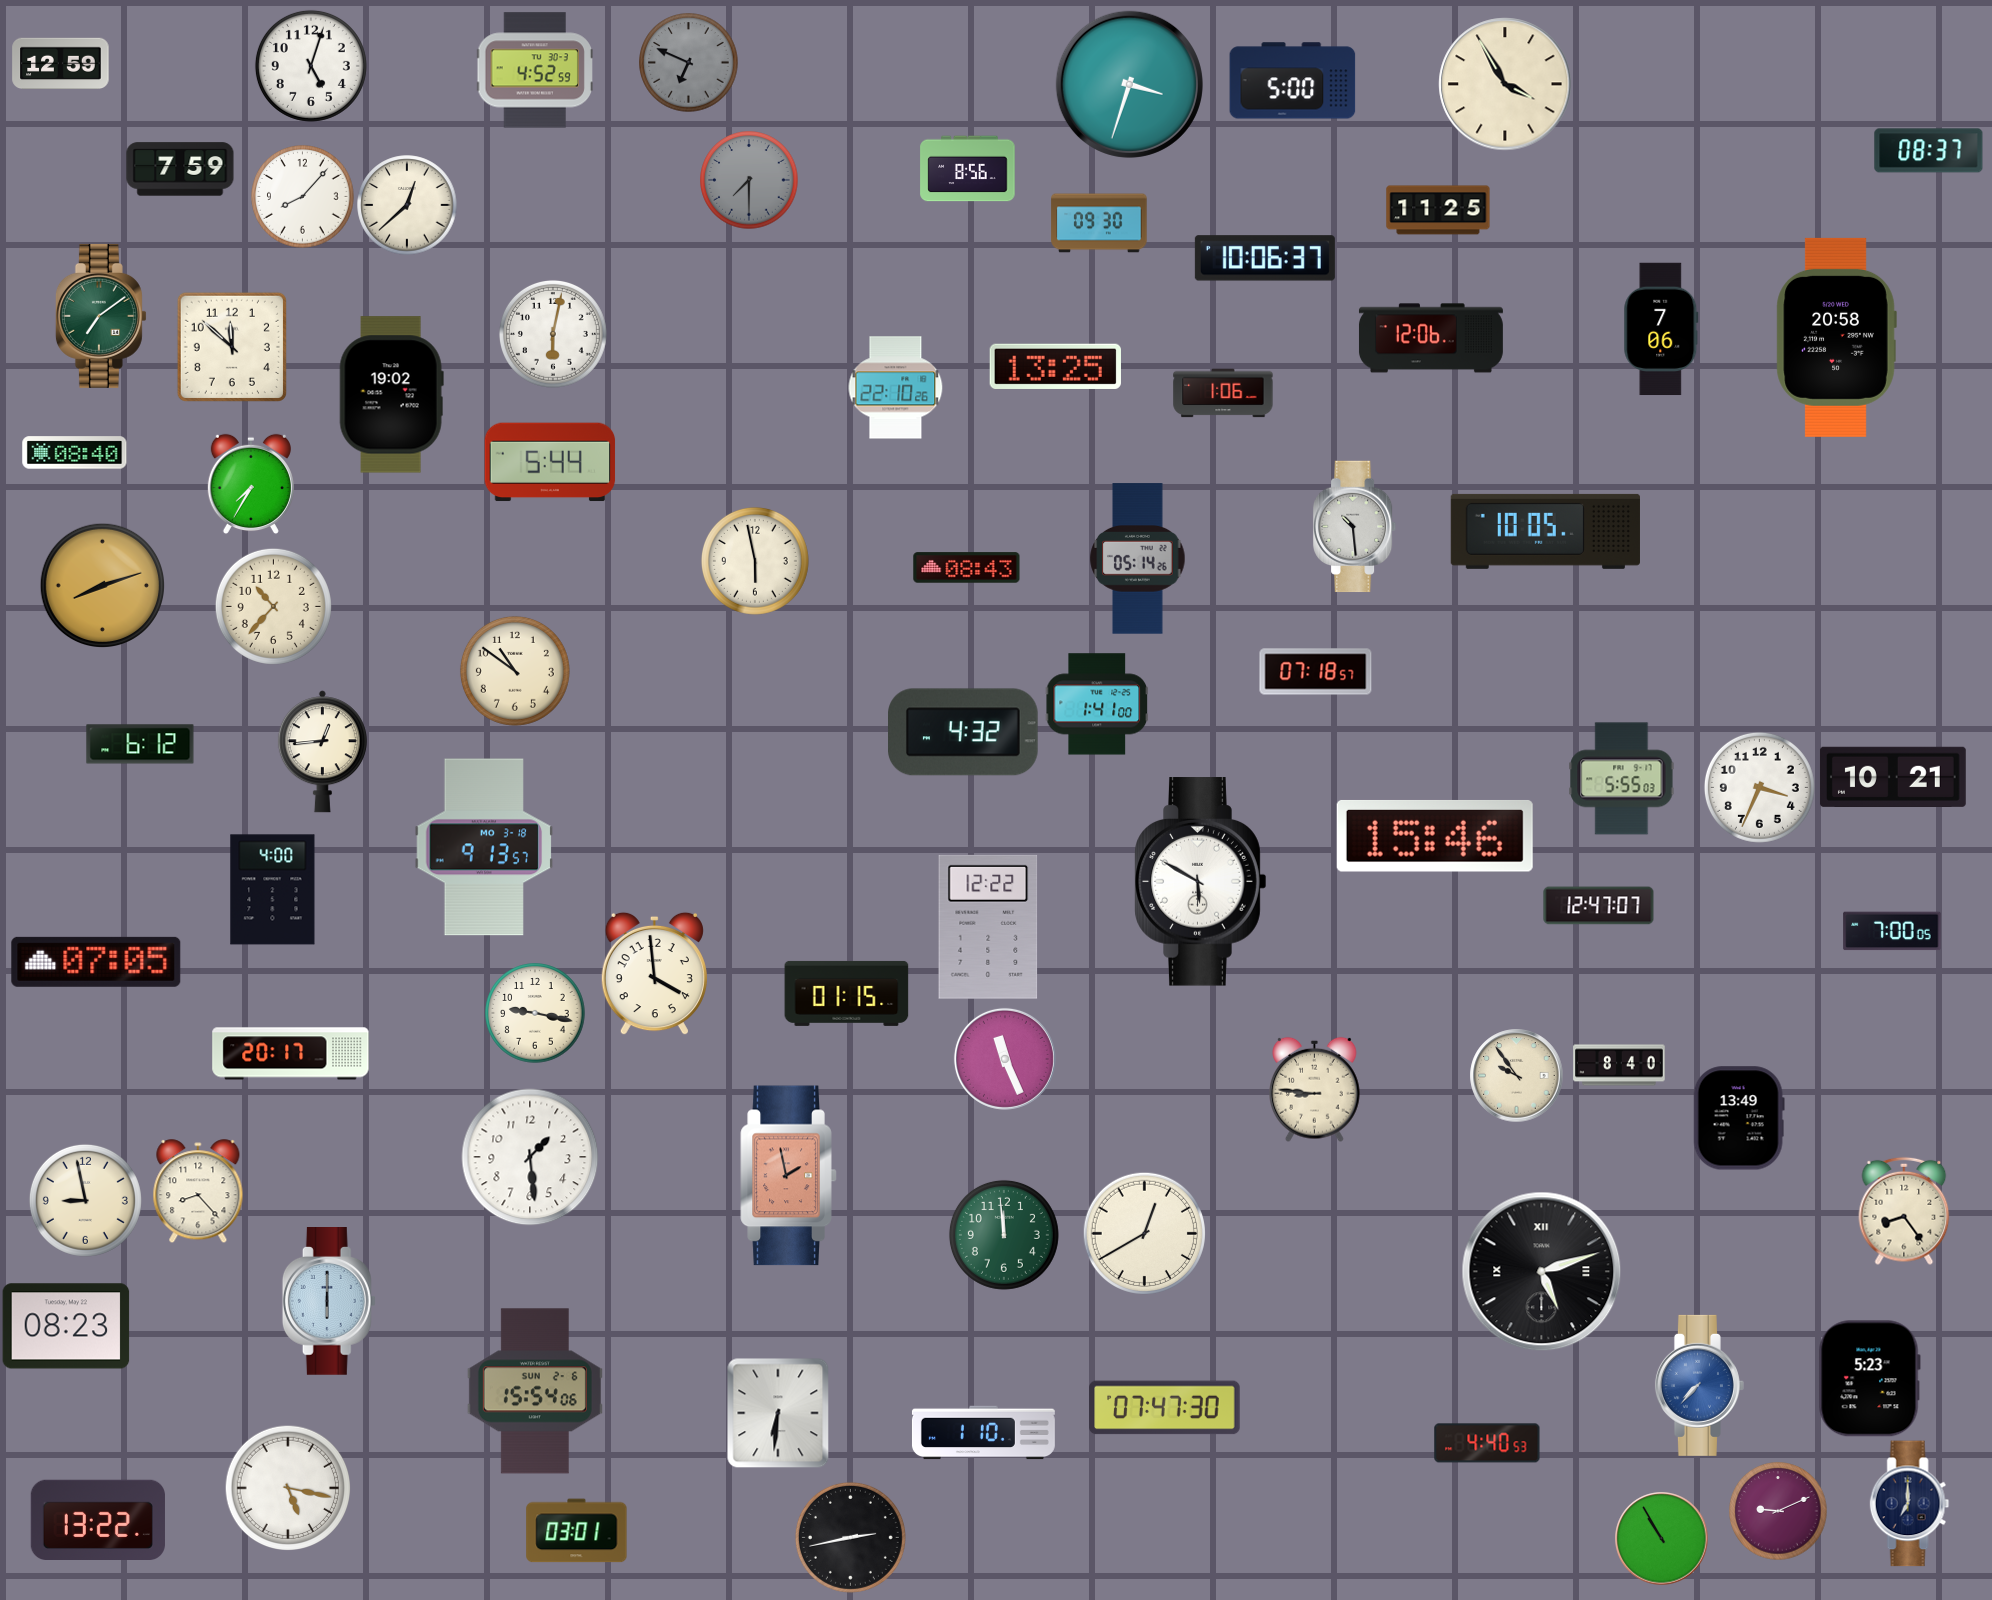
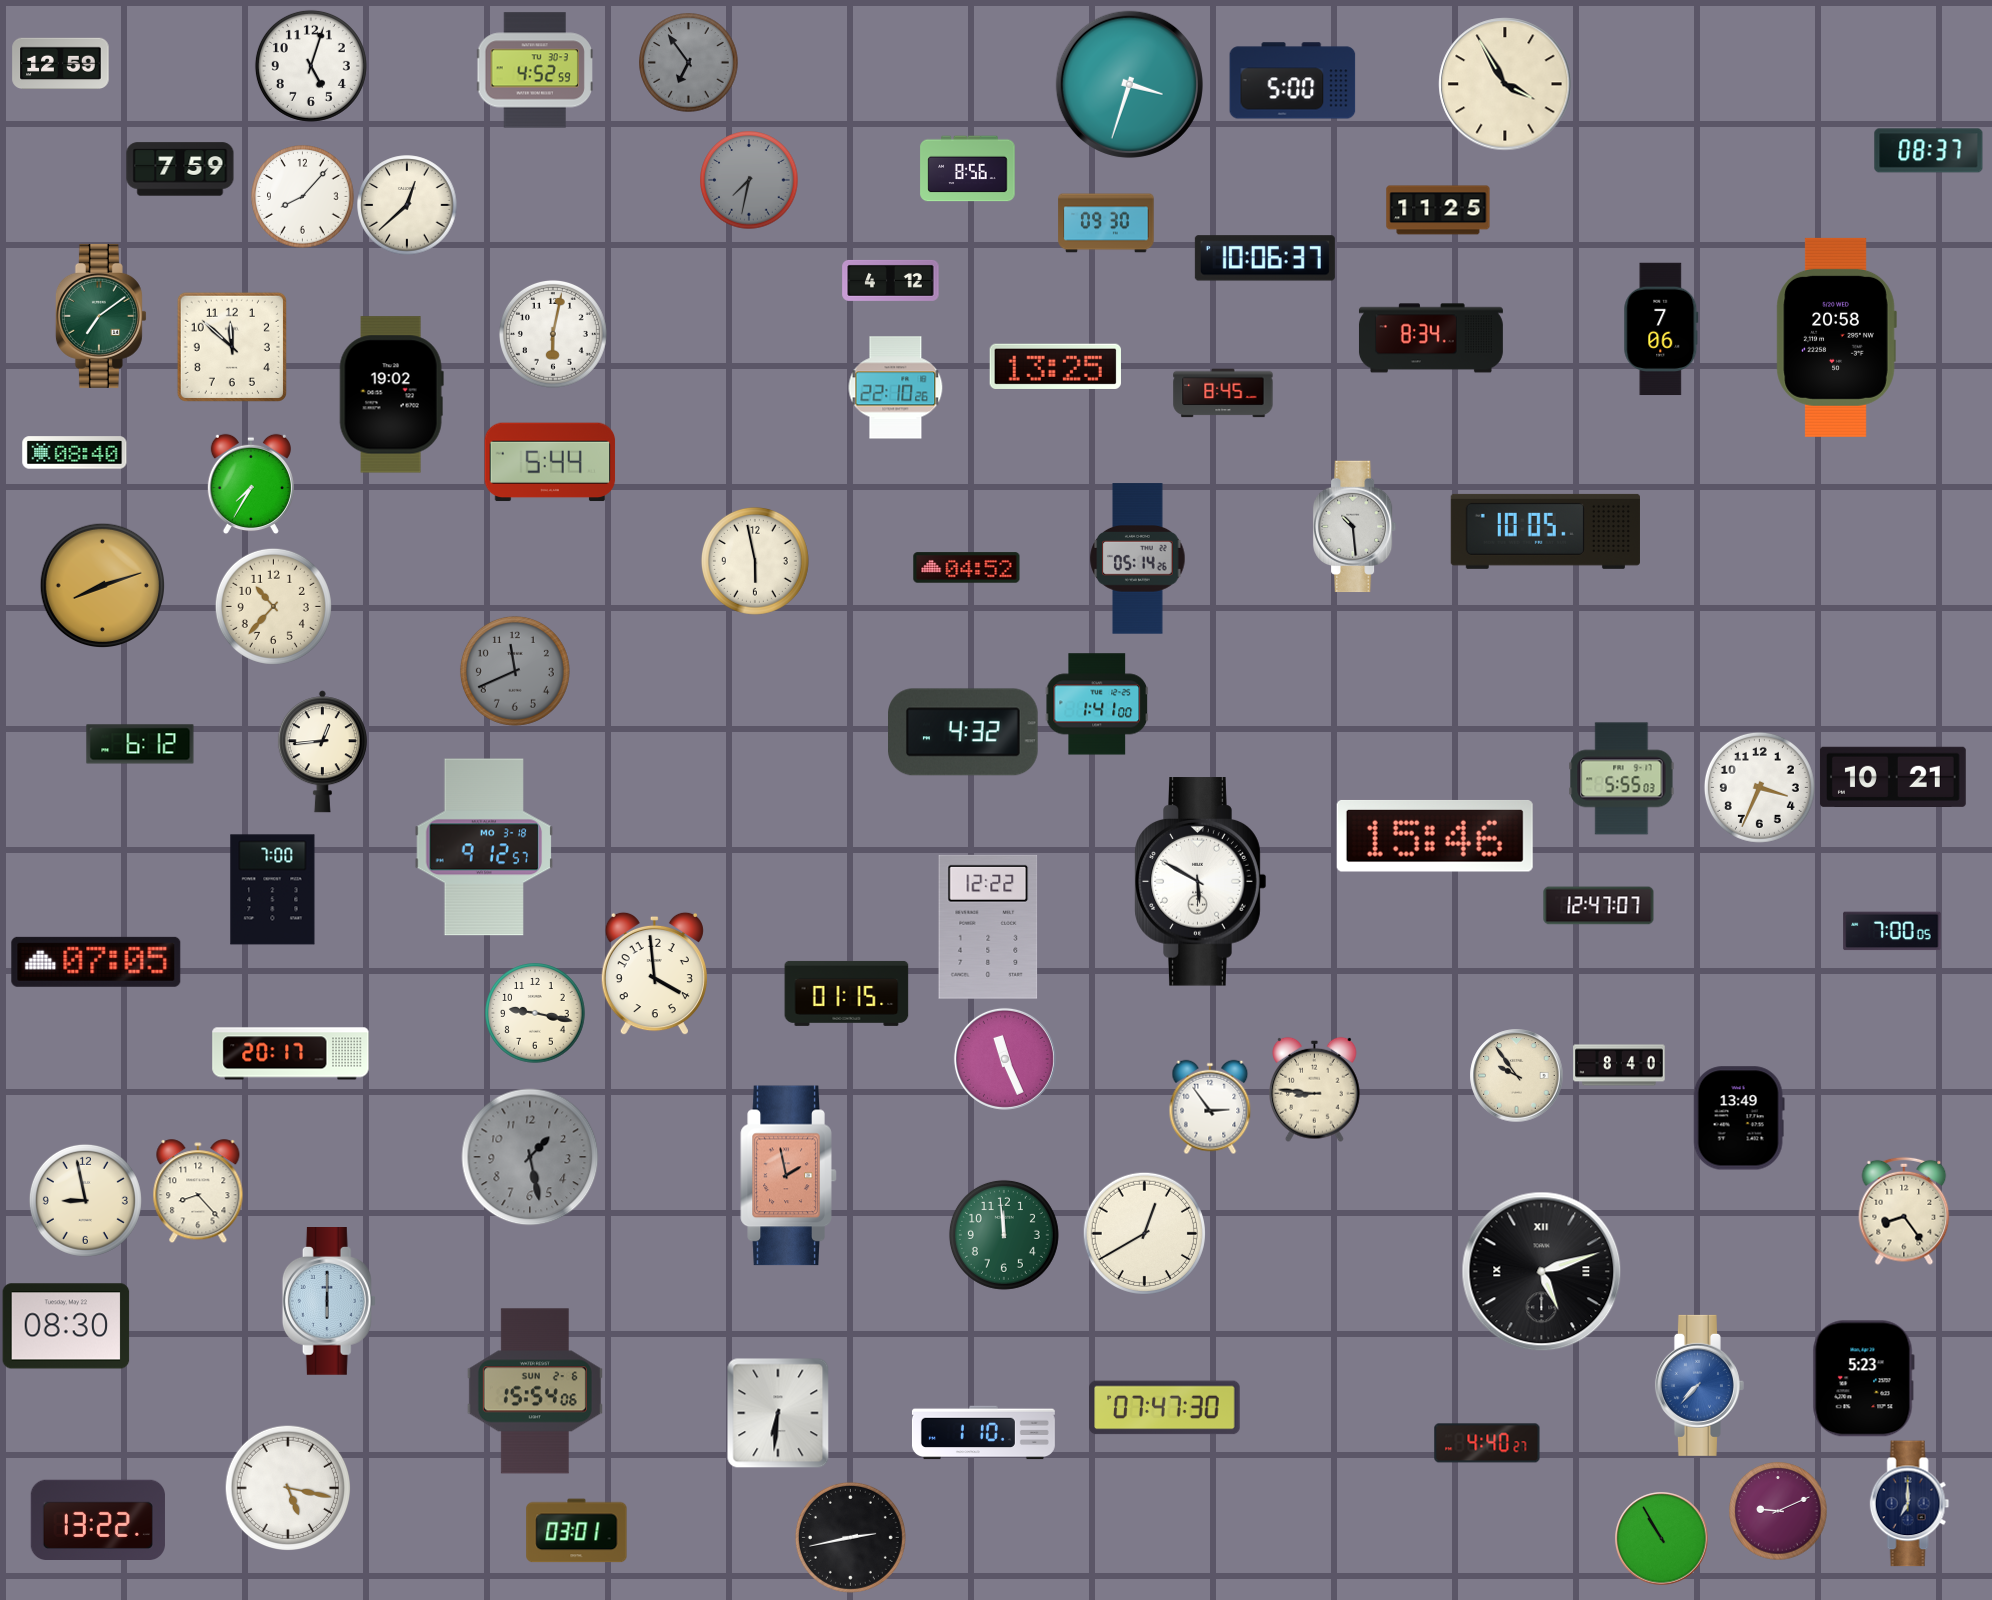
clock at (689, 63): 6:49 -> 6:54
clock at (749, 180): 7:30 -> 7:32
clock at (1099, 223) position: (1099, 223) -> (1106, 223)
clock at (891, 280): none -> 4:12
clock at (1431, 338): 12:06 -> 8:34
clock at (1223, 393): 1:06 -> 8:45
clock at (967, 568): 08:43 -> 04:52
clock at (515, 671): 10:51 -> 11:41
clock at (515, 671) dial: cream -> grey
clock at (1316, 672): 07:18 -> none
clock at (484, 847): 9:13 -> 9:12
clock at (273, 890): 4:00 -> 7:00
clock at (1210, 1107): none -> 2:54
clock at (530, 1157): 1:29 -> 1:28
clock at (530, 1157) dial: white -> grey
clock at (66, 1326): 08:23 -> 08:30
clock at (1869, 1379) position: (1869, 1379) -> (1863, 1379)
clock at (1487, 1443): 4:40:53 -> 4:40:27
